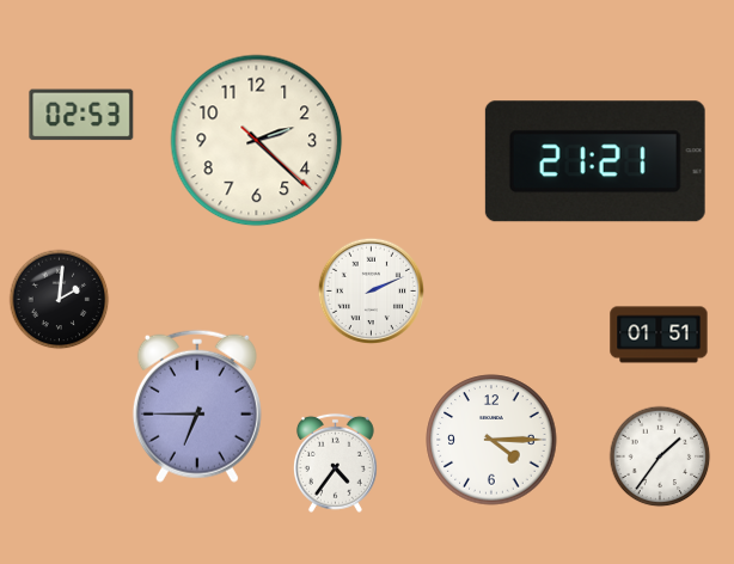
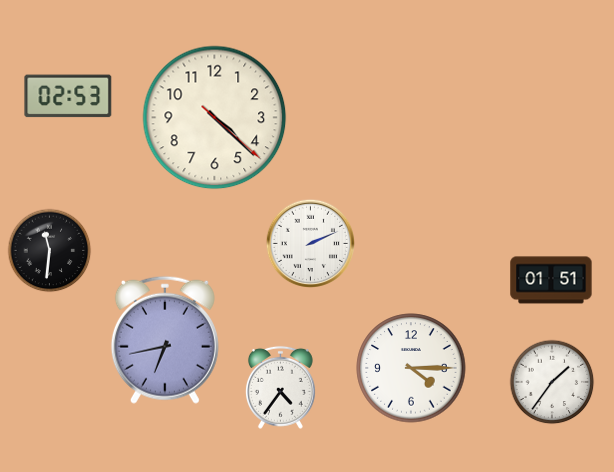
clock at (257, 141): 2:22 -> 4:22
clock at (595, 161): 21:21 -> none
clock at (60, 300): 2:01 -> 11:31
clock at (197, 406): 6:45 -> 6:43
